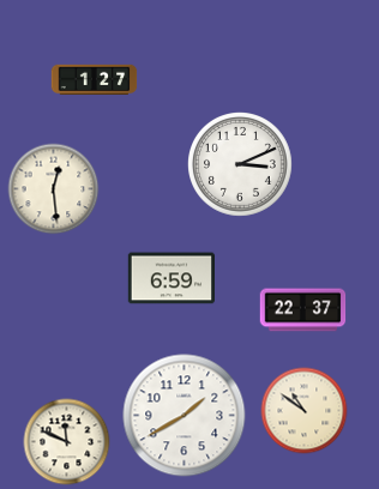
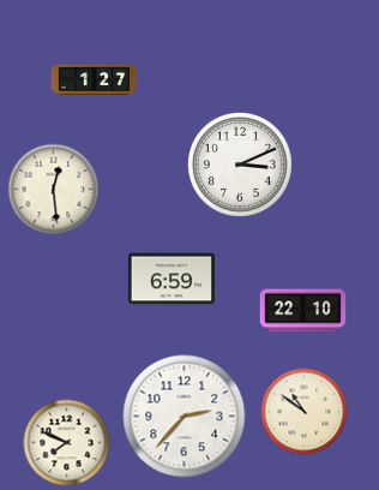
clock at (303, 310): 22:37 -> 22:10
clock at (185, 416): 1:40 -> 2:37
clock at (67, 442): 11:49 -> 7:49
